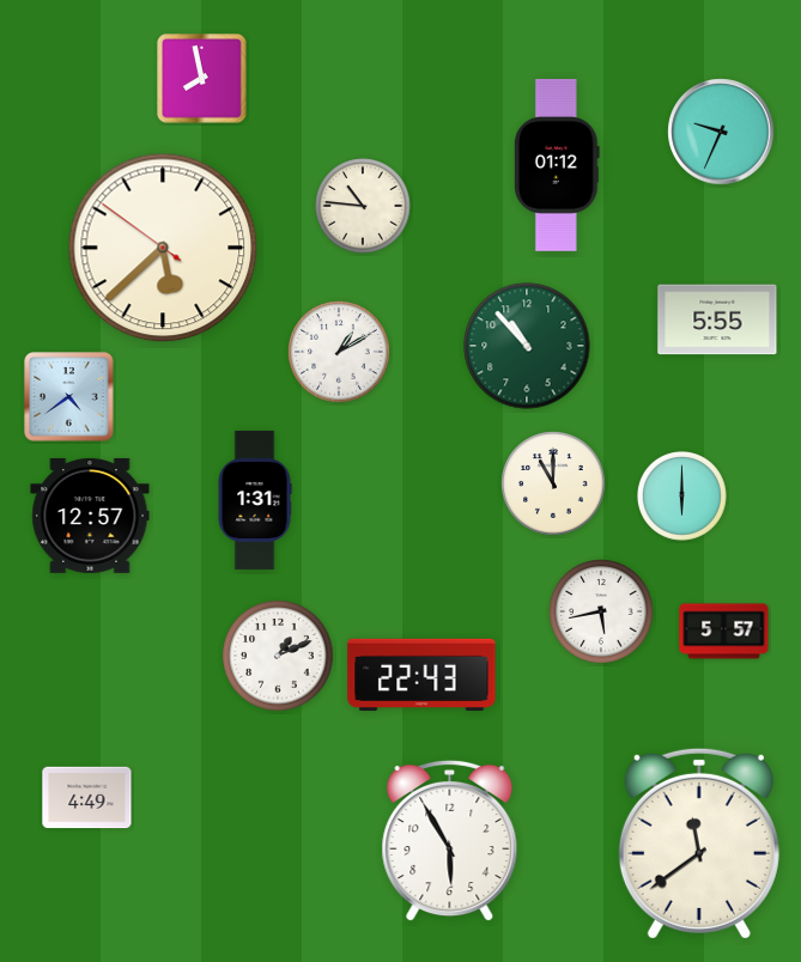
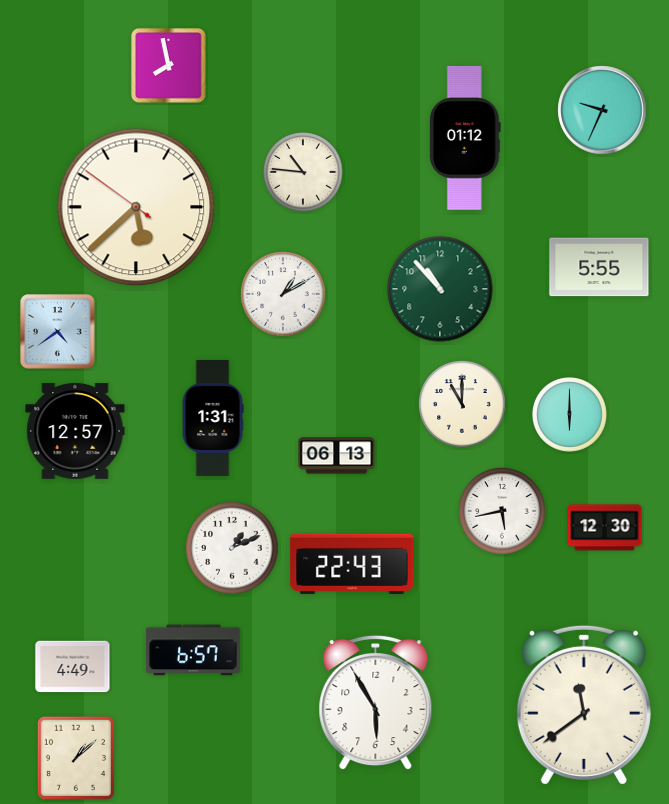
clock at (337, 456): none -> 06:13
clock at (724, 632): 5:57 -> 12:30
clock at (193, 650): none -> 6:57
clock at (76, 758): none -> 1:08
